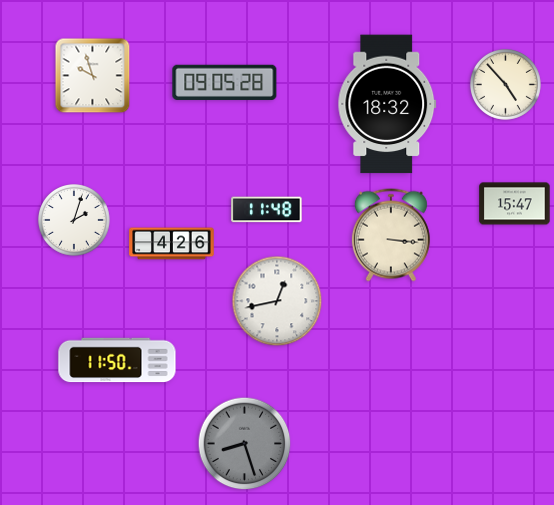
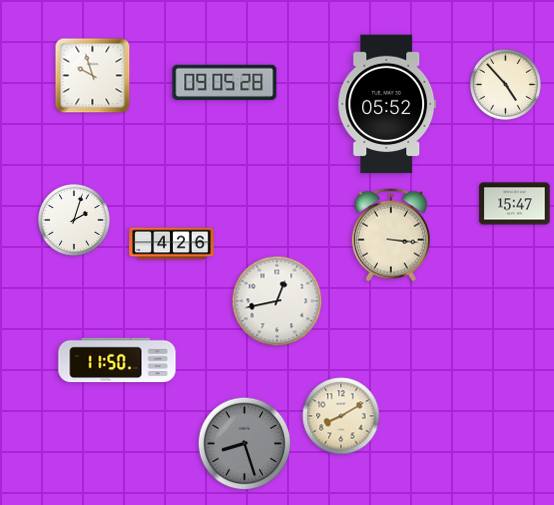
clock at (387, 104): 18:32 -> 05:52
clock at (267, 210): 11:48 -> none
clock at (341, 416): none -> 8:10
